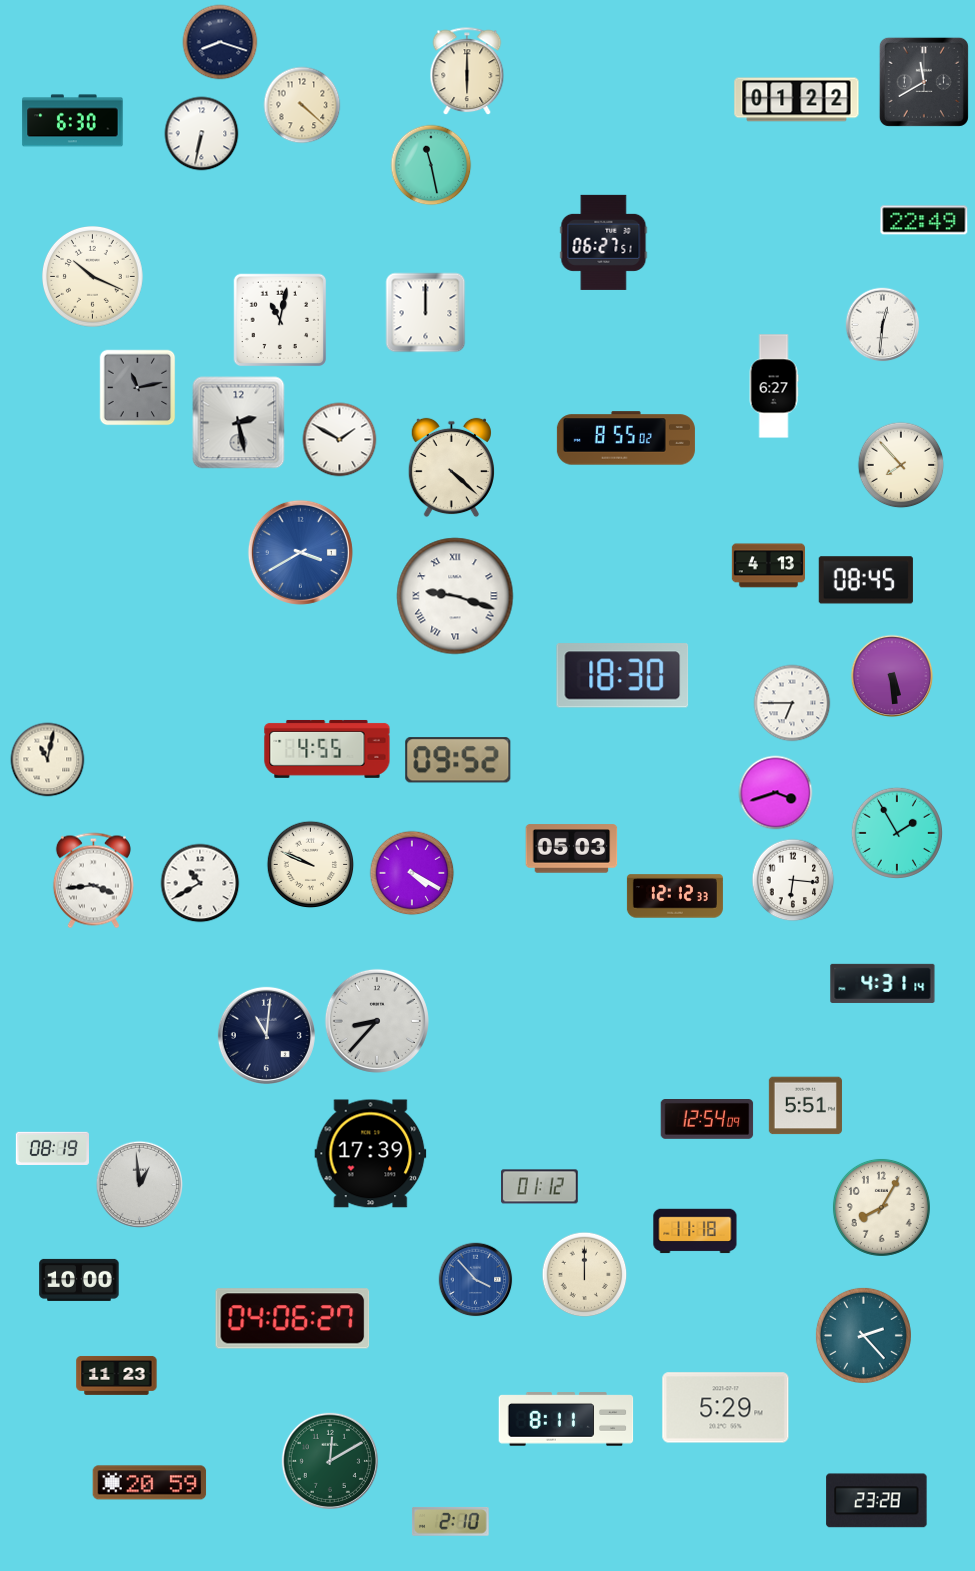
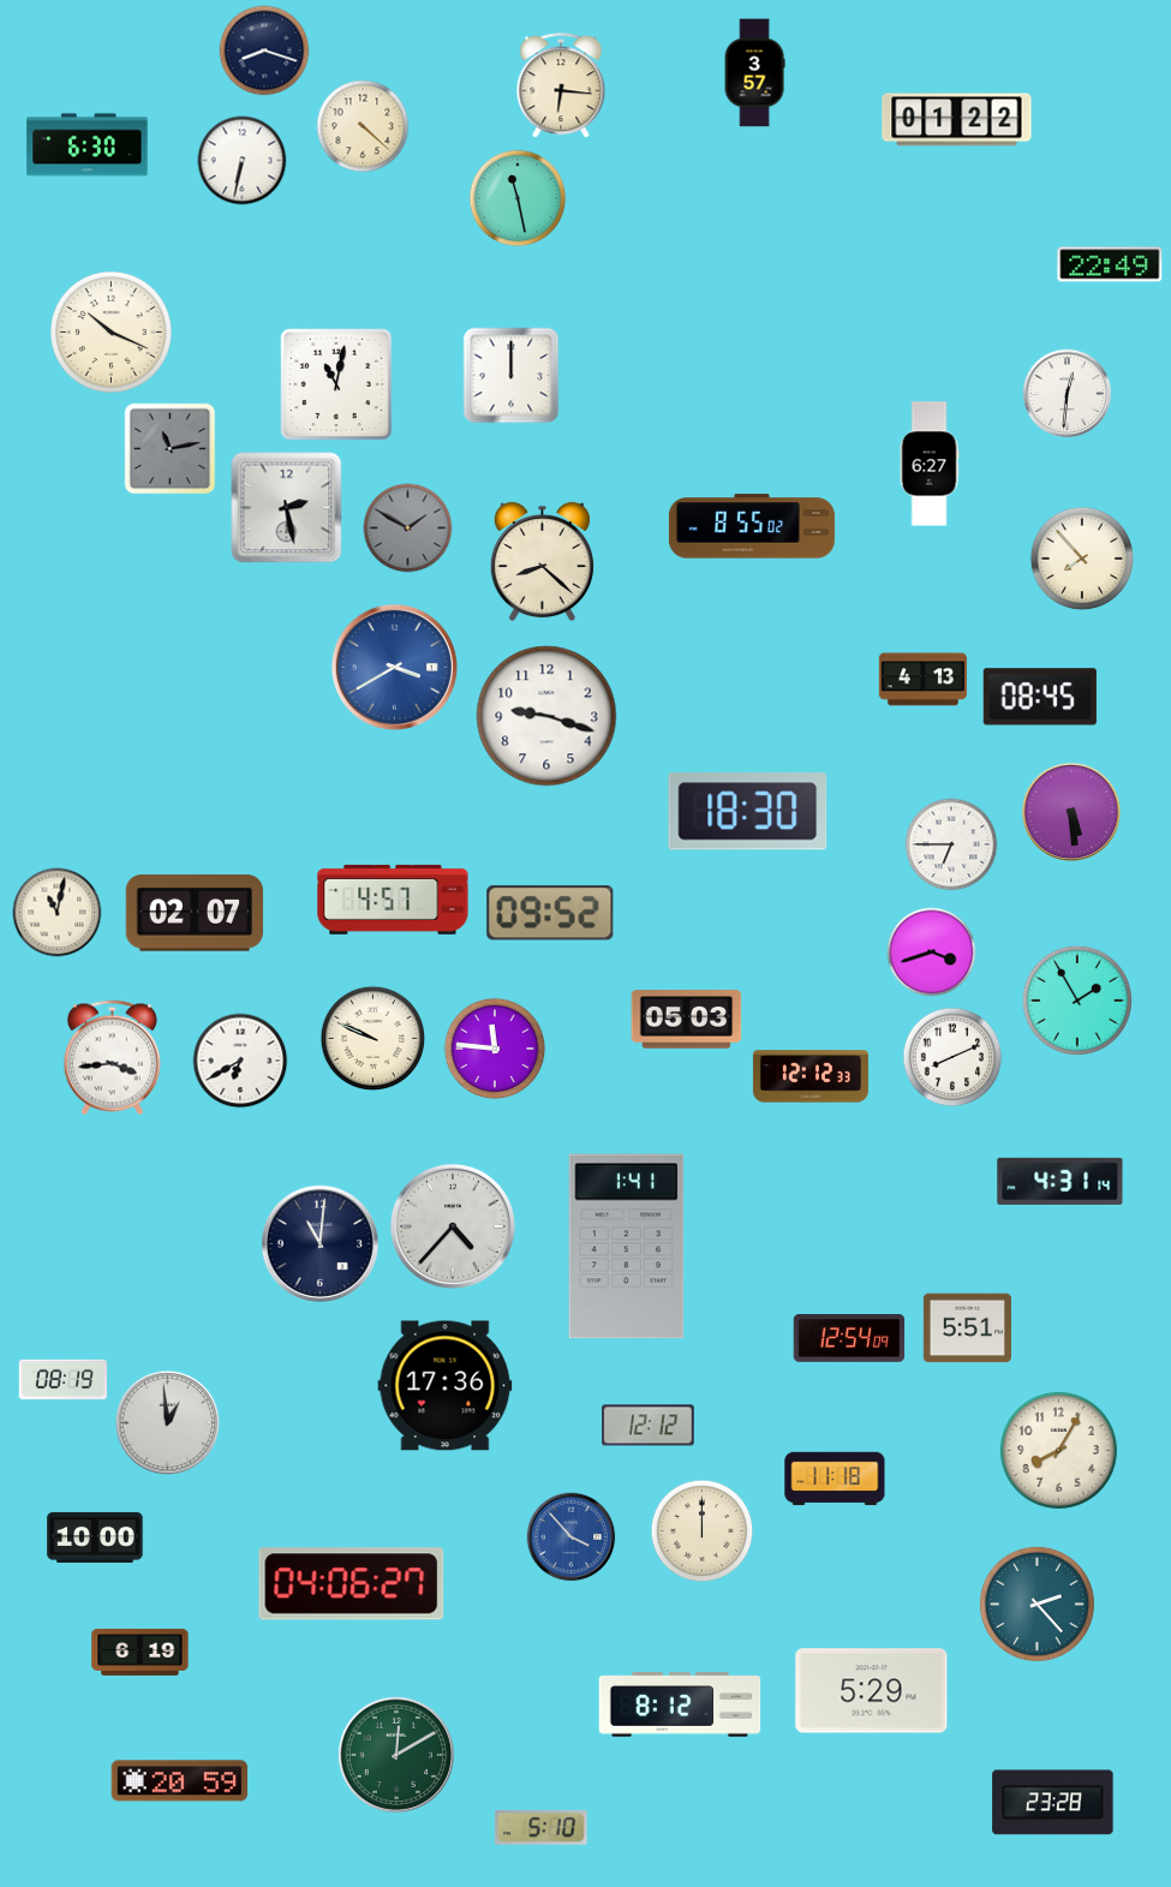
clock at (754, 73): none -> 3:57
clock at (467, 72): 6:00 -> 6:16
clock at (924, 82): 11:40 -> none
clock at (604, 242): 06:27 -> none
clock at (883, 325) position: (883, 325) -> (1068, 394)
clock at (138, 388) position: (138, 388) -> (171, 449)
clock at (340, 440) dial: white -> grey
clock at (451, 468): 4:22 -> 8:22
clock at (300, 552) position: (300, 552) -> (394, 667)
clock at (455, 596) numerals: Roman -> Arabic
clock at (327, 749): 4:55 -> 4:57
clock at (193, 913): none -> 02:07
clock at (412, 873): 4:20 -> 11:46
clock at (793, 880): 6:16 -> 8:11
clock at (200, 883): 10:40 -> 6:40
clock at (377, 1021): 8:37 -> 4:37
clock at (627, 1247): none -> 1:41
clock at (707, 1120) position: (707, 1120) -> (849, 1339)
clock at (371, 1154): 17:39 -> 17:36
clock at (540, 1187): 01:12 -> 12:12
clock at (117, 1375): 11:23 -> 6:19
clock at (566, 1419): 8:11 -> 8:12
clock at (450, 1521): 2:10 -> 5:10
